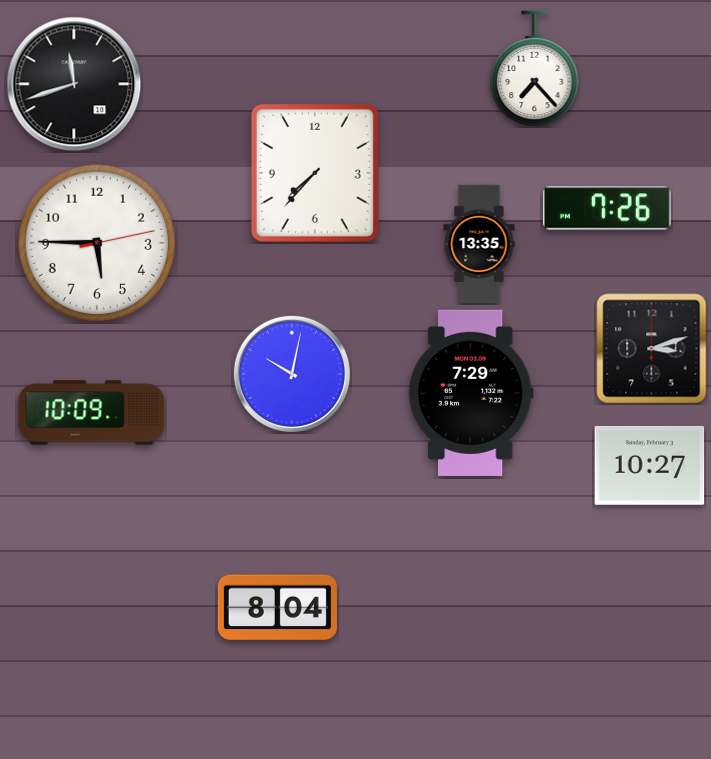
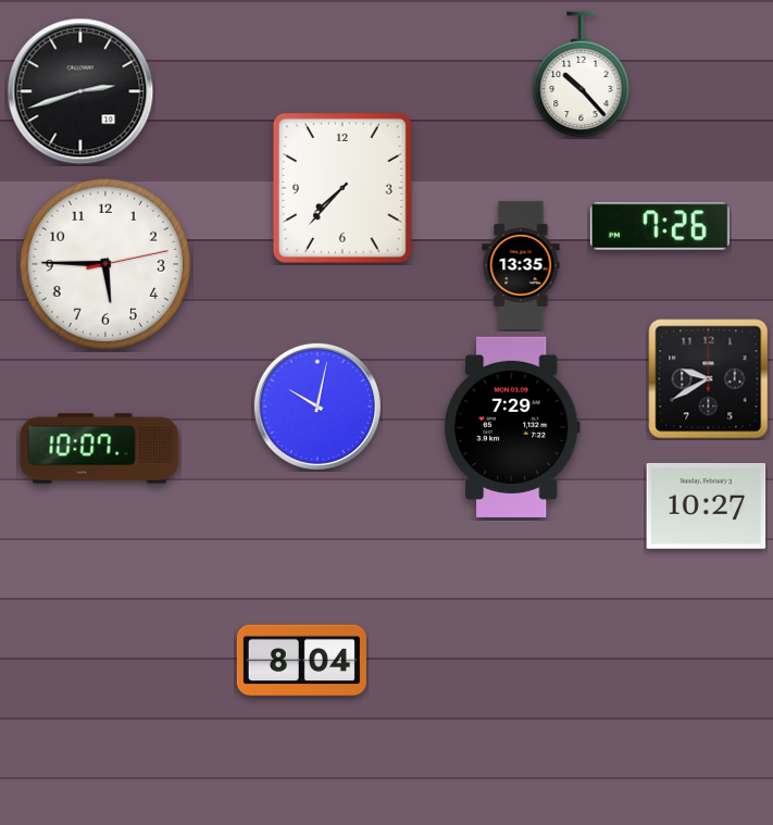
clock at (535, 69): 7:23 -> 10:23
clock at (74, 84): 11:42 -> 2:42
clock at (652, 349): 3:12 -> 9:40
clock at (92, 413): 10:09 -> 10:07
